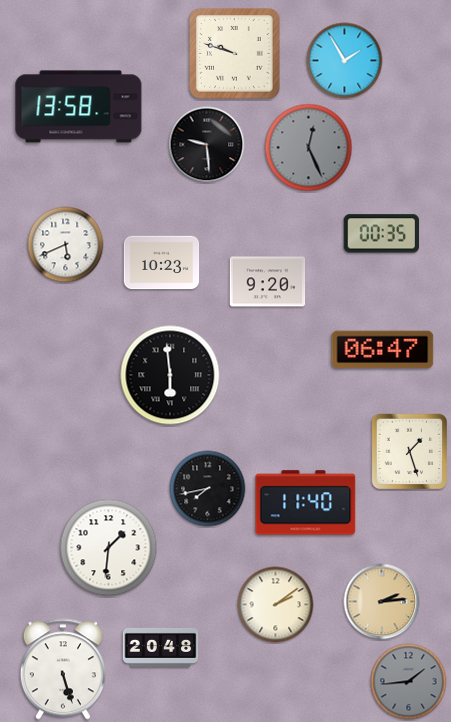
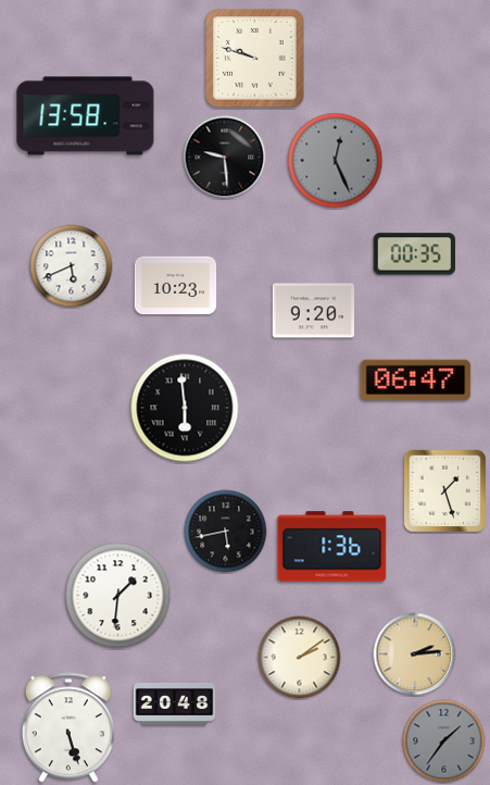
clock at (345, 61): 1:55 -> none
clock at (268, 282) position: (268, 282) -> (314, 311)
clock at (208, 489): 7:43 -> 5:43
clock at (306, 503): 11:40 -> 1:36
clock at (409, 682): 1:44 -> 1:36
